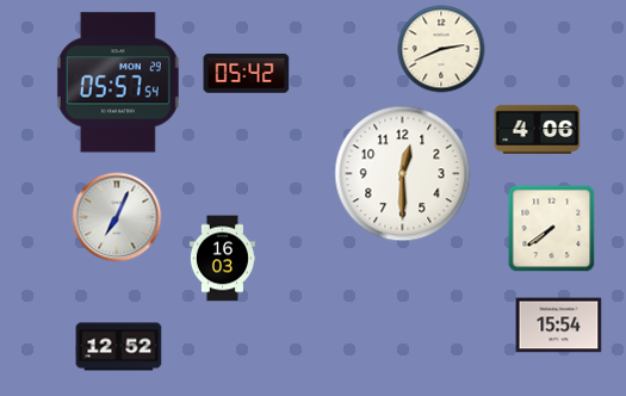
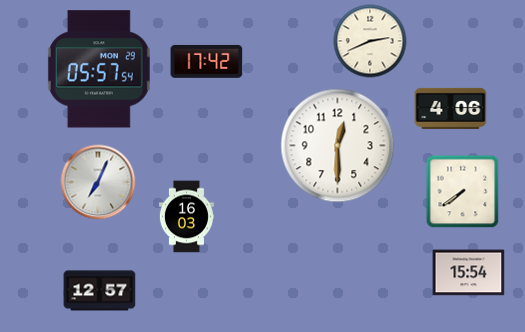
clock at (247, 73): 05:42 -> 17:42
clock at (119, 347): 12:52 -> 12:57
